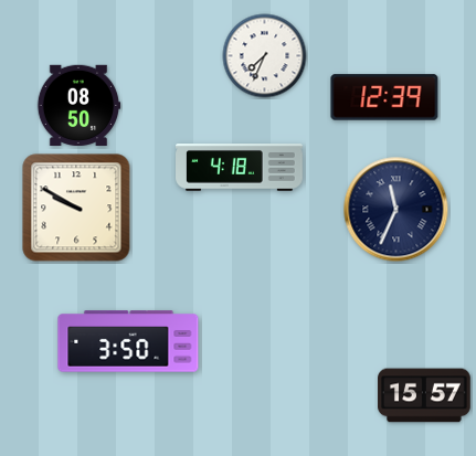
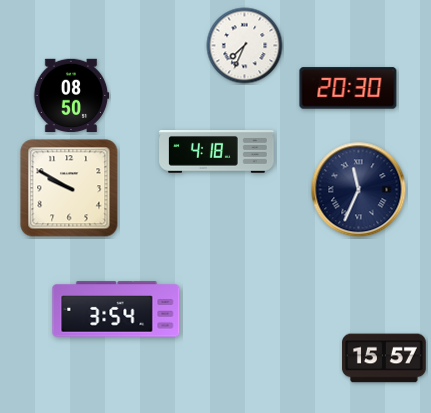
clock at (265, 56) position: (265, 56) -> (245, 46)
clock at (384, 97): 12:39 -> 20:30
clock at (128, 341): 3:50 -> 3:54
